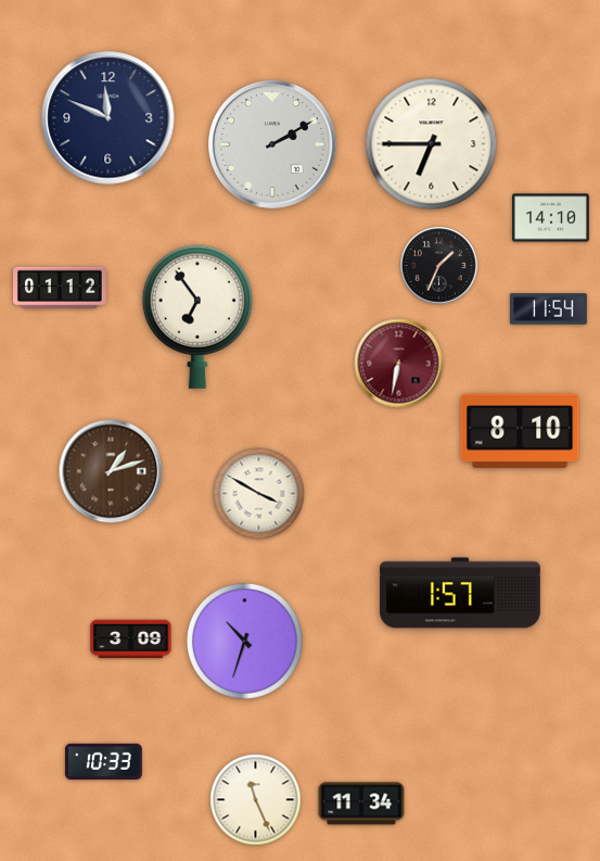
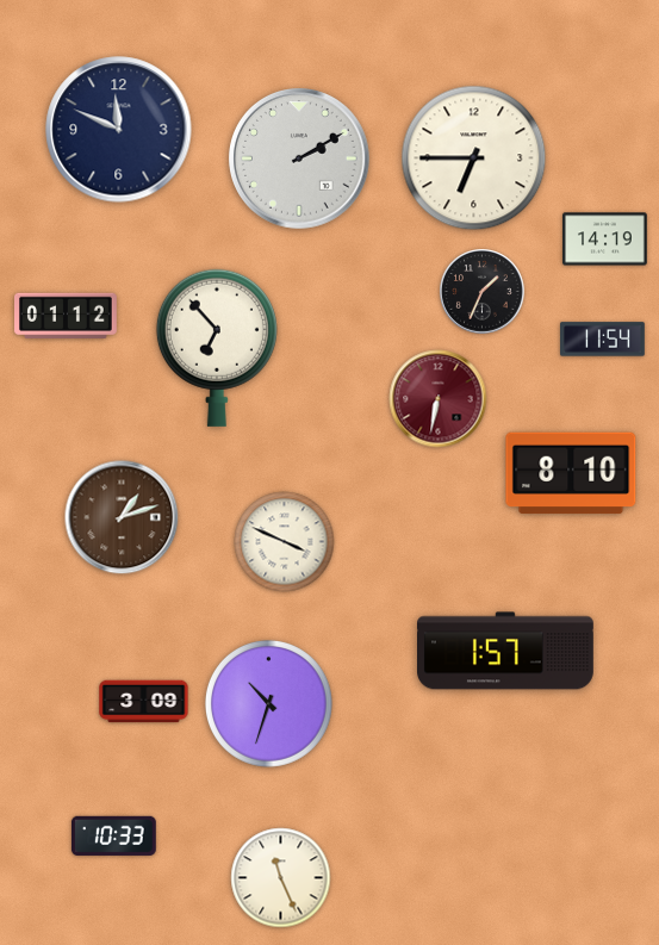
clock at (551, 218): 14:10 -> 14:19
clock at (197, 317): 6:54 -> 6:53
clock at (259, 494): 3:50 -> 3:49
clock at (361, 803): 11:34 -> none
